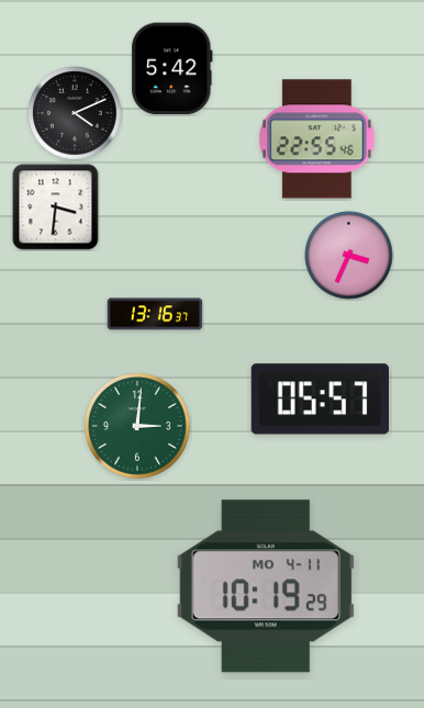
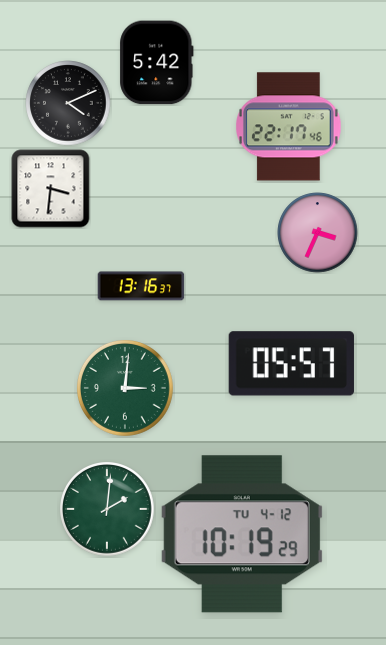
clock at (317, 139): 22:55 -> 22:17
clock at (108, 510): none -> 2:01
clock at (266, 586) date: MO 4-11 -> TU 4-12
